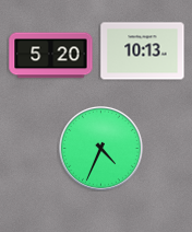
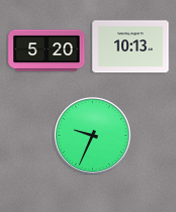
clock at (101, 149): 4:34 -> 9:34
